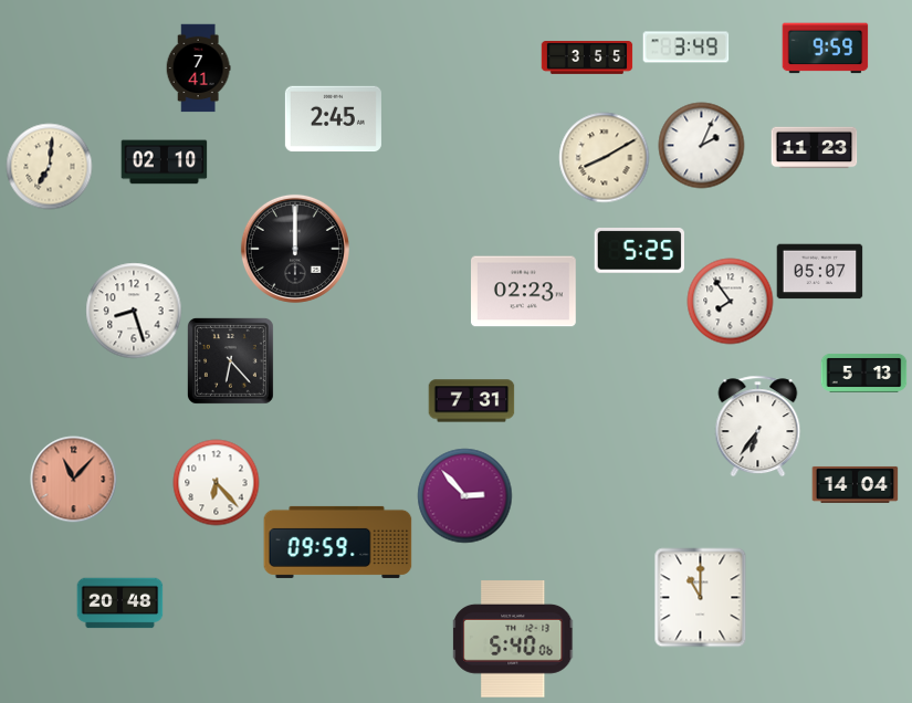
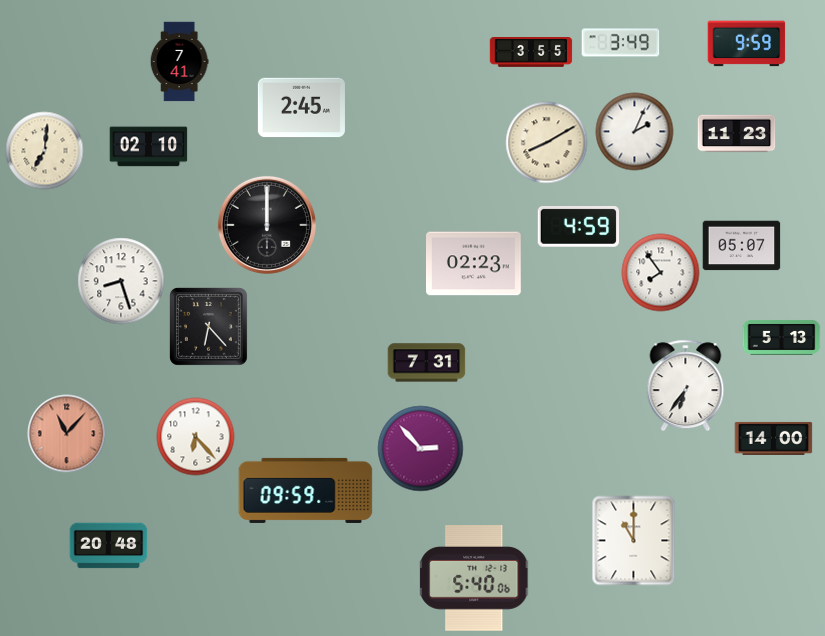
clock at (639, 251): 5:25 -> 4:59
clock at (855, 484): 14:04 -> 14:00
clock at (513, 640) position: (513, 640) -> (474, 579)
